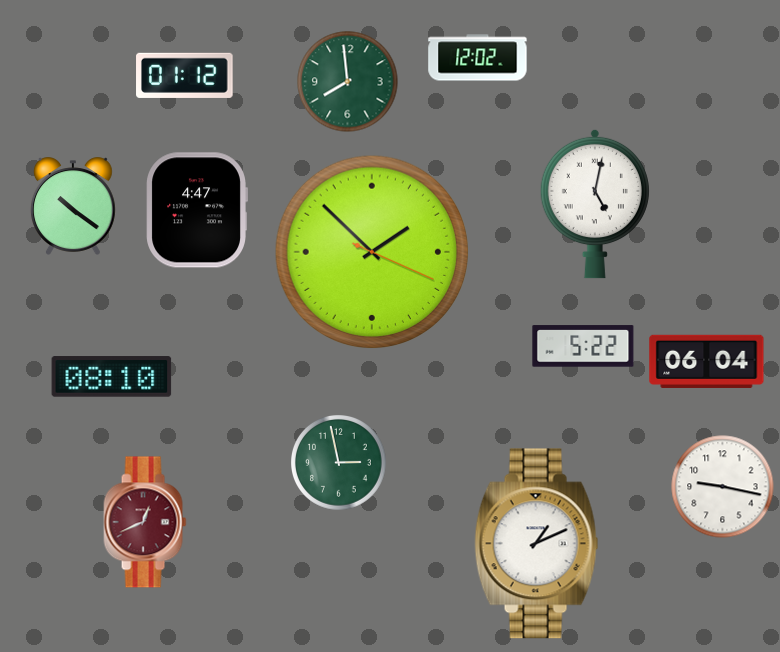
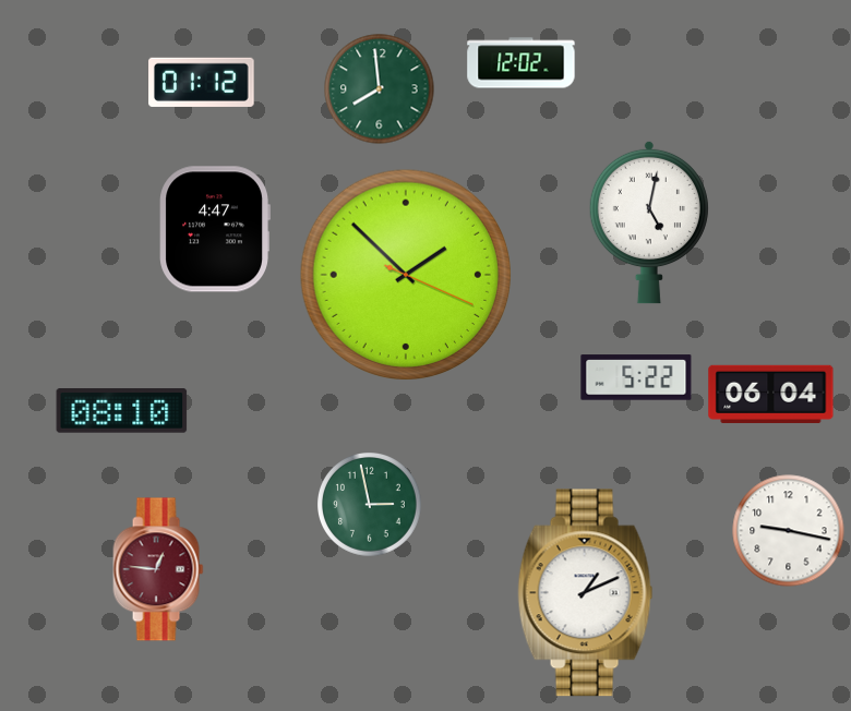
clock at (73, 206): 10:21 -> none
clock at (145, 522): 12:41 -> 12:46
